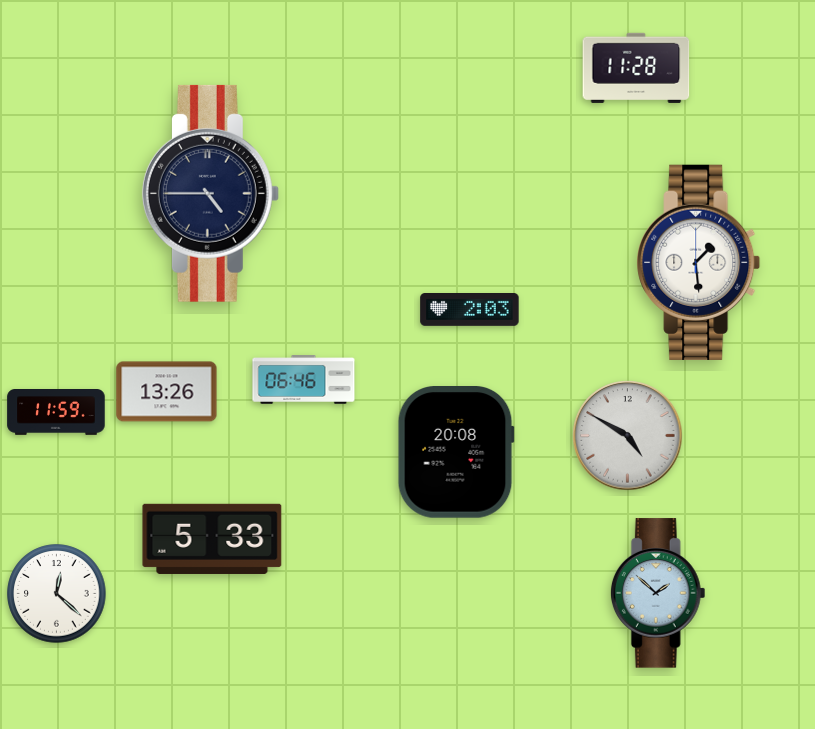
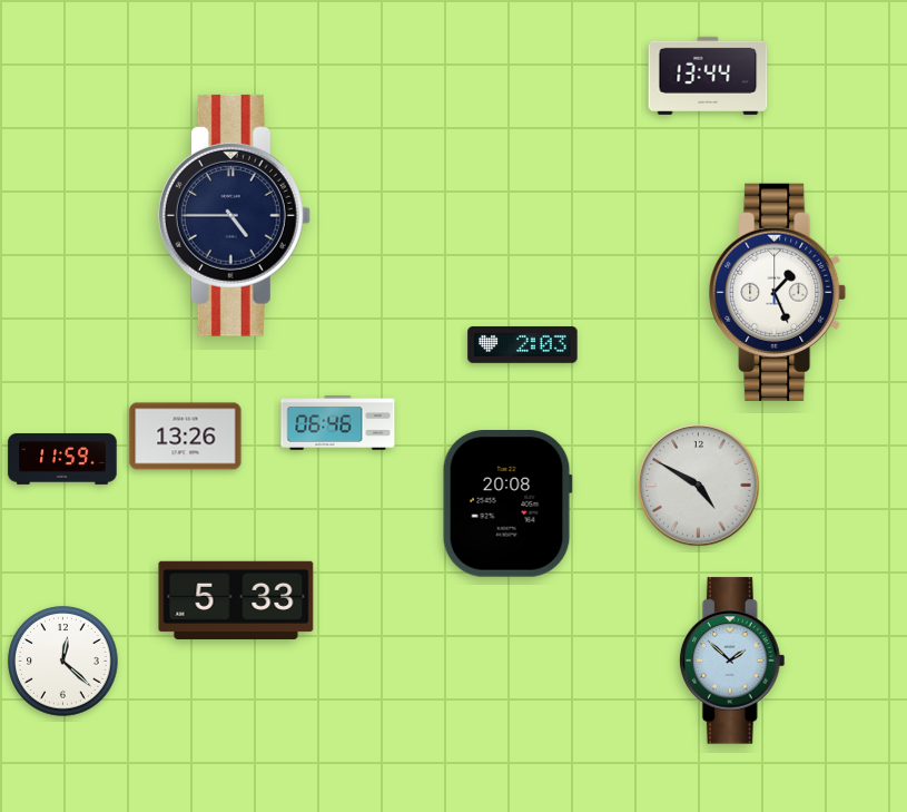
clock at (636, 68): 11:28 -> 13:44
clock at (699, 262): 1:29 -> 1:26
